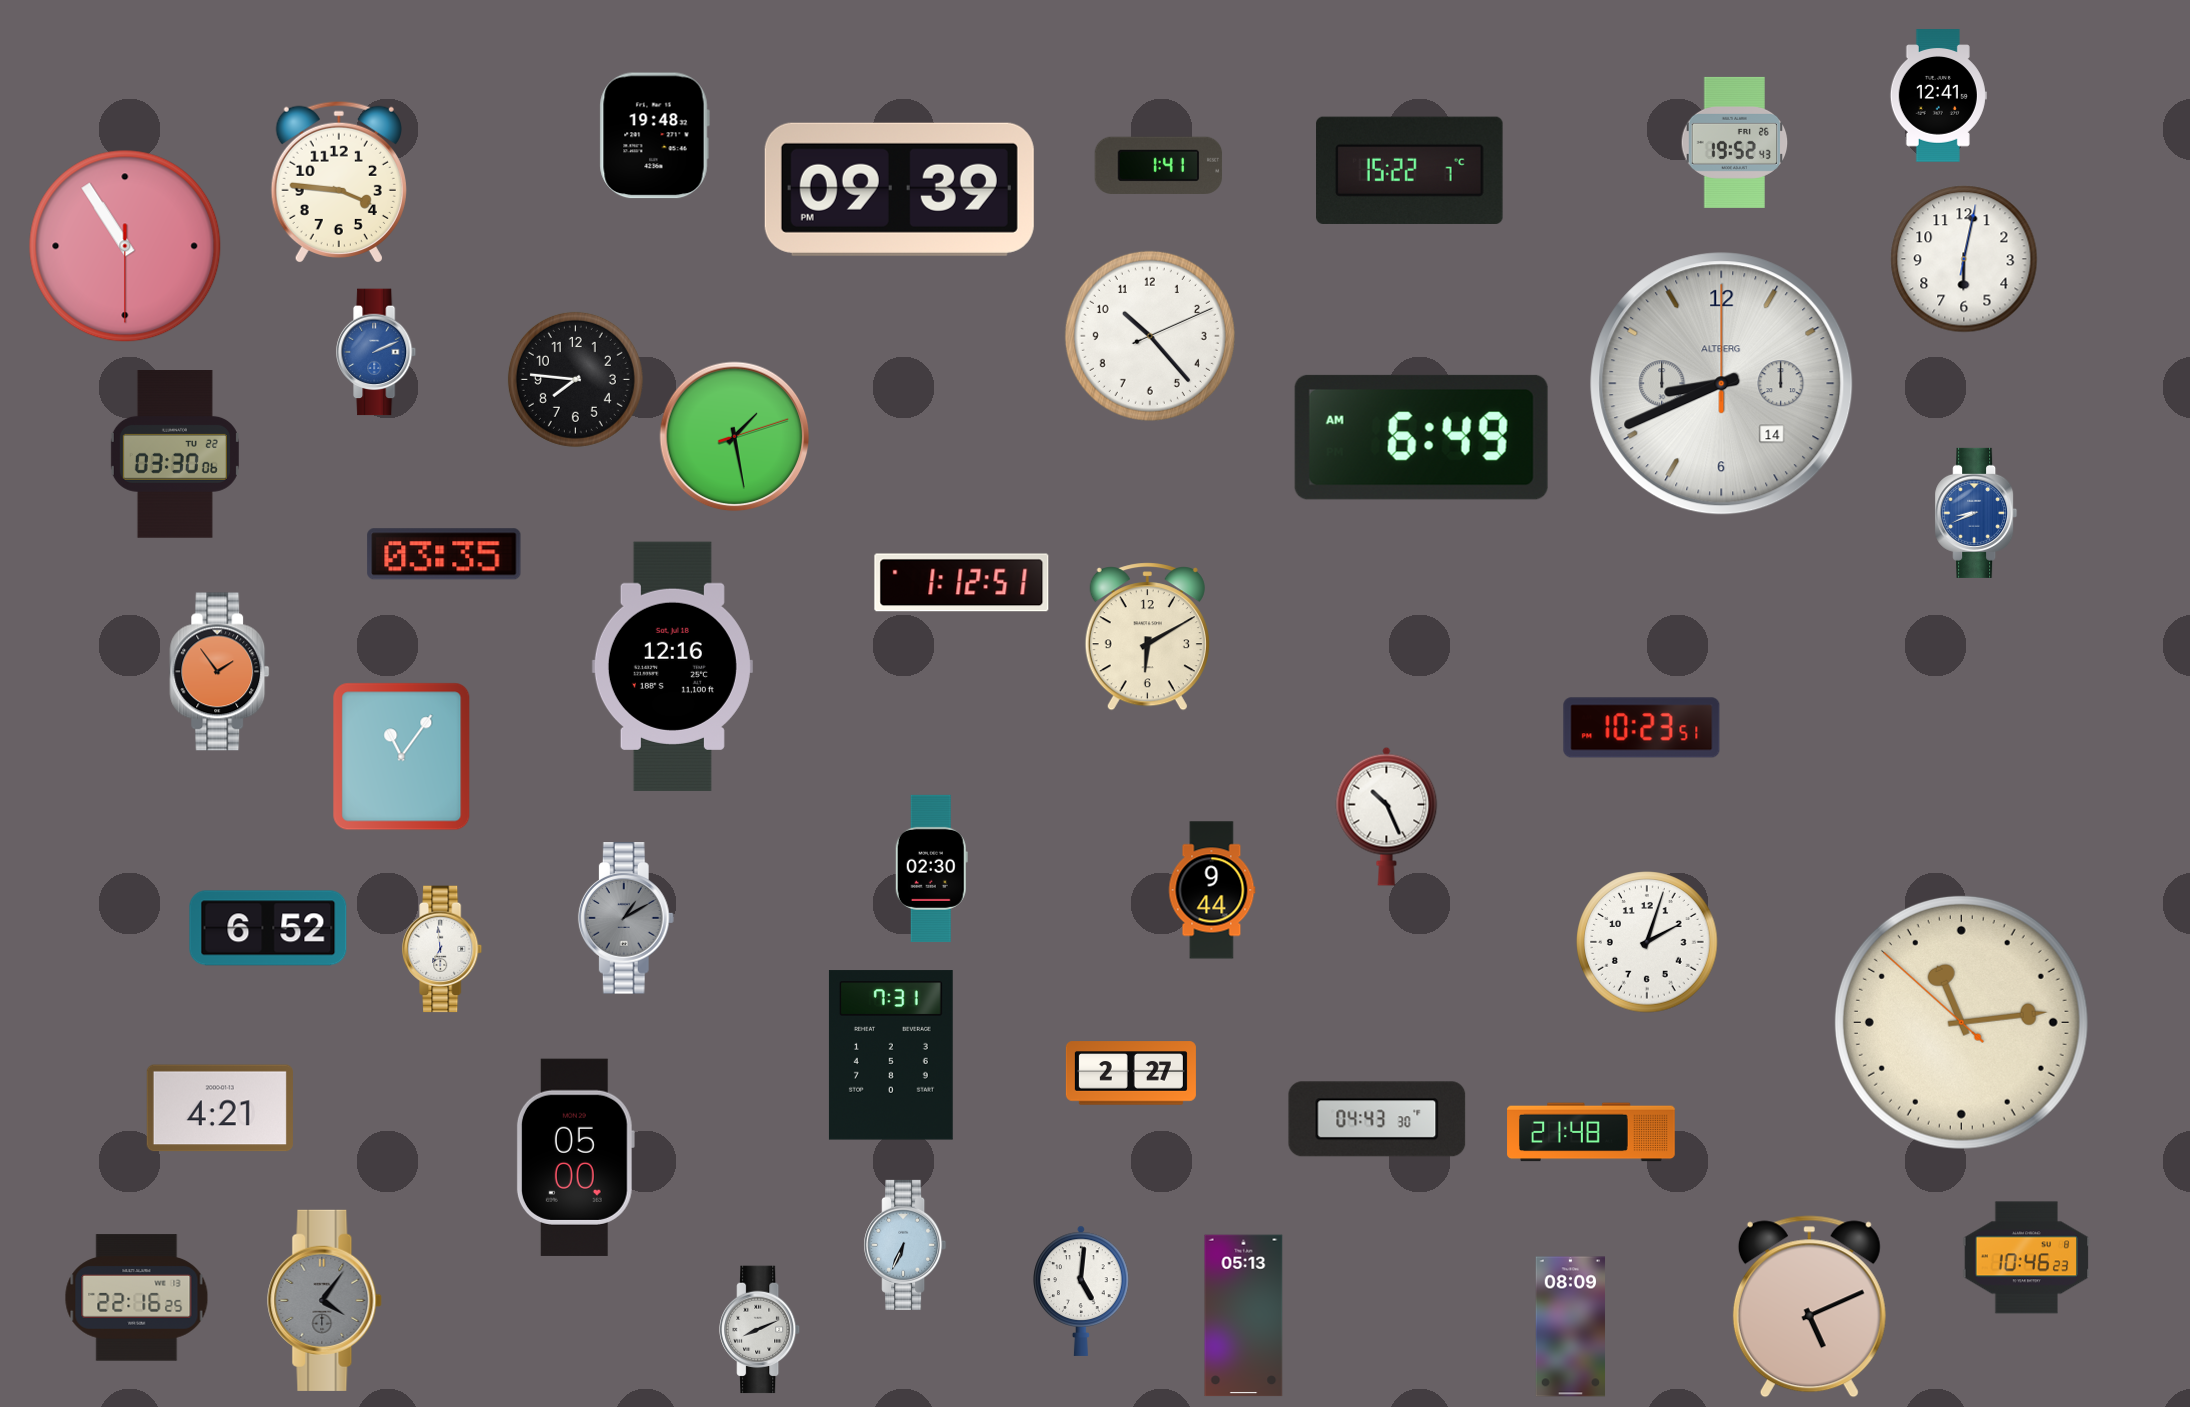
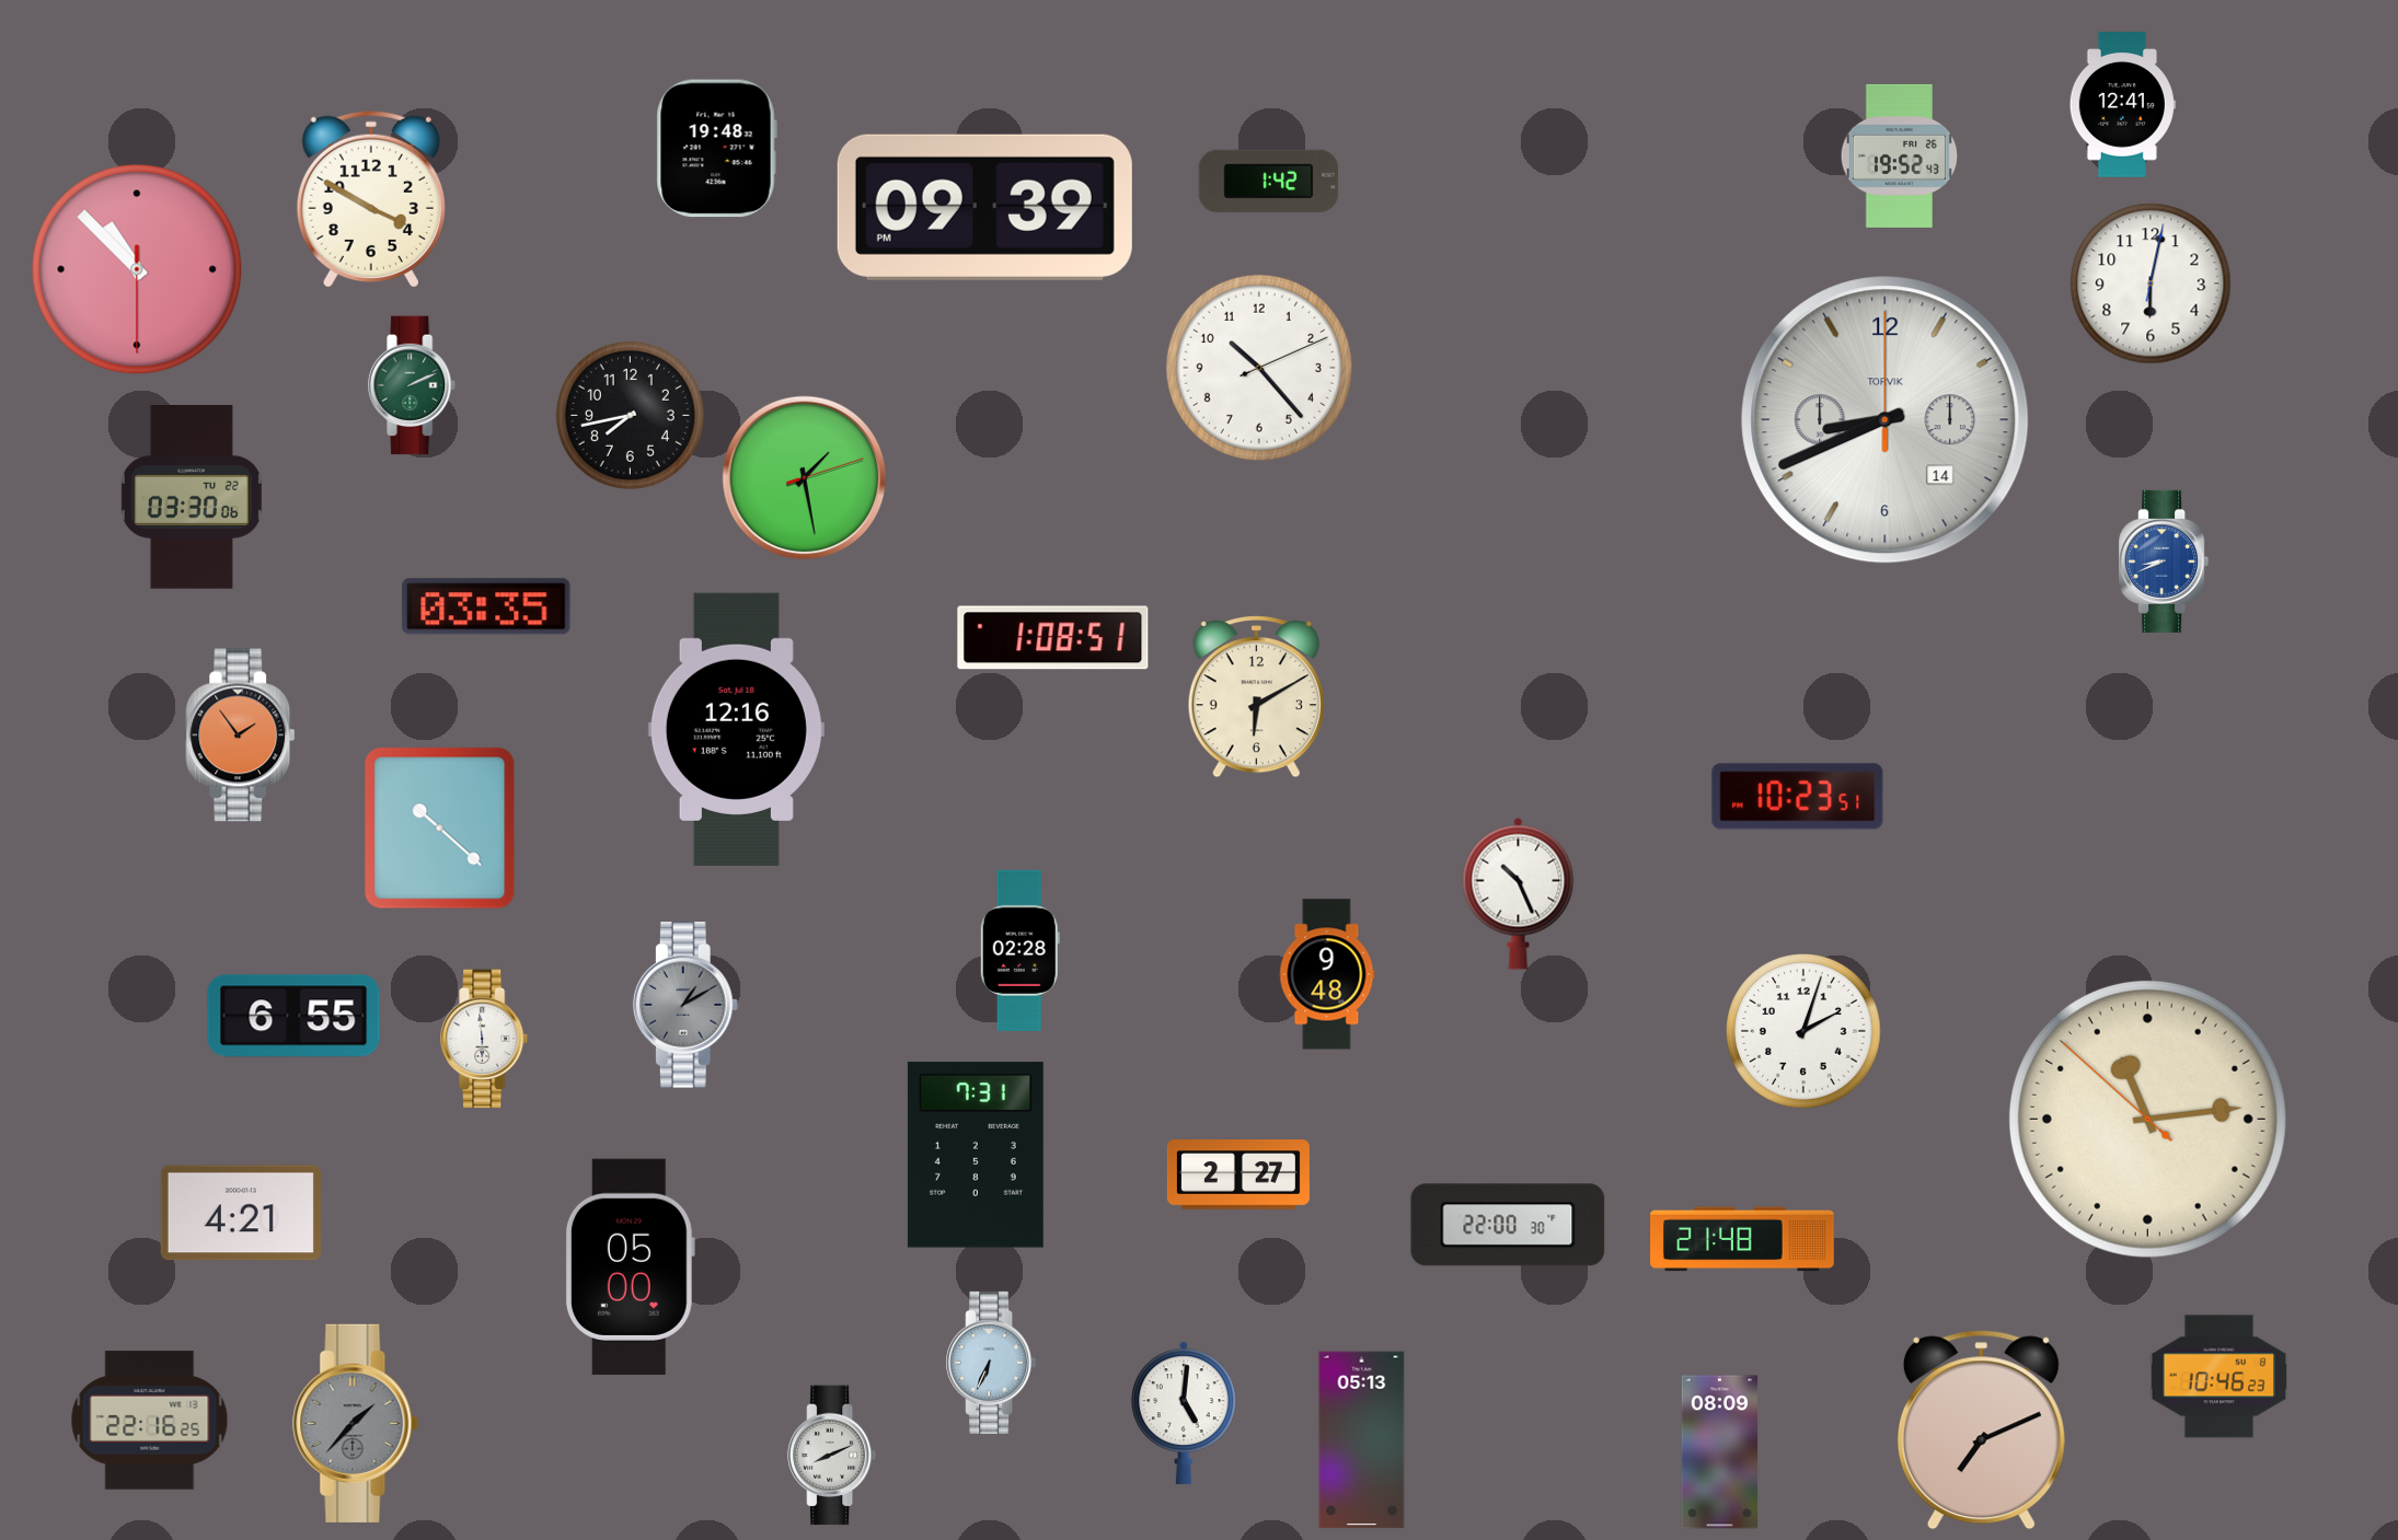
clock at (1159, 165): 1:41 -> 1:42
clock at (1410, 170): 15:22 -> none
clock at (339, 181): 3:46 -> 3:50
clock at (125, 246): 10:54 -> 10:52
clock at (377, 352) dial: blue -> green
clock at (575, 379): 7:46 -> 7:43
clock at (1722, 384) brand: ALTBERG -> TORVIK
clock at (1421, 437): 6:49 -> none
clock at (962, 583): 1:12 -> 1:08
clock at (402, 757): 11:06 -> 10:22
clock at (931, 868): 02:30 -> 02:28
clock at (1212, 890): 9:44 -> 9:48
clock at (268, 928): 6:52 -> 6:55
clock at (443, 949): 6:59 -> 5:59
clock at (1377, 1119): 04:43 -> 22:00
clock at (325, 1300): 4:06 -> 1:37
clock at (1809, 1307): 5:11 -> 7:11
